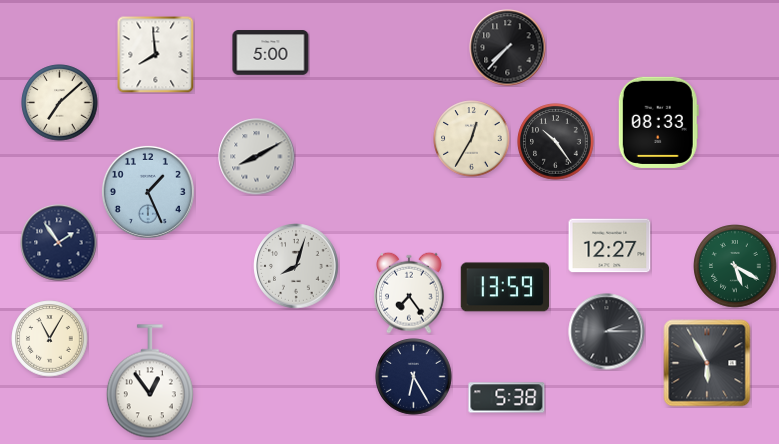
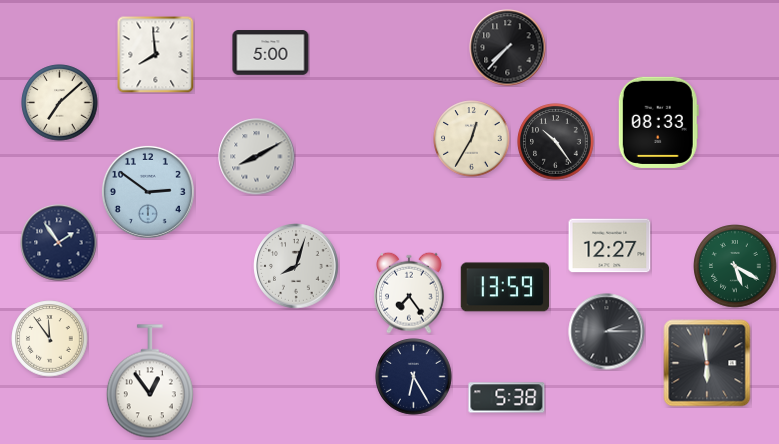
clock at (148, 192): 1:26 -> 2:51
clock at (50, 339): 11:05 -> 11:54
clock at (707, 363): 5:55 -> 5:59
